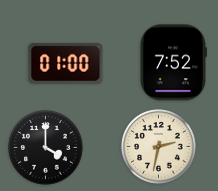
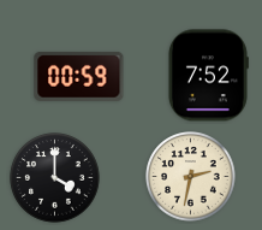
clock at (66, 63): 01:00 -> 00:59
